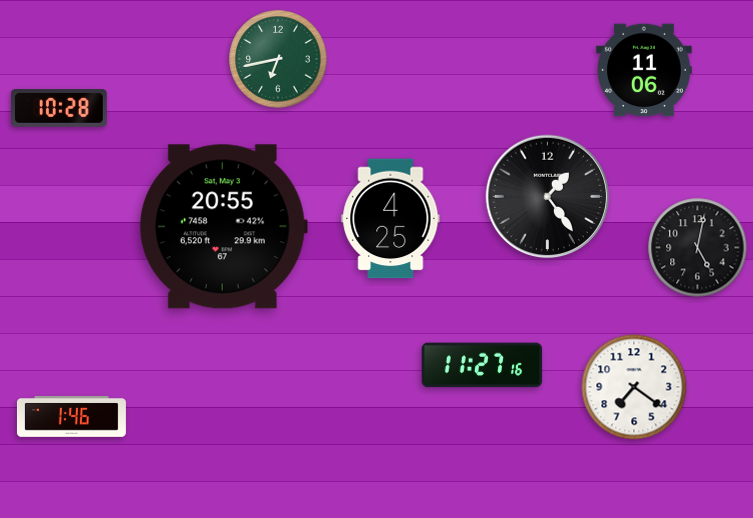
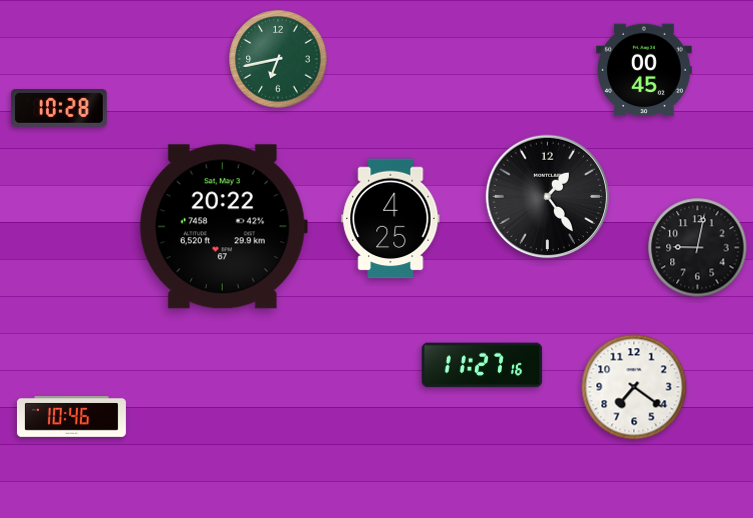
clock at (644, 70): 11:06 -> 00:45
clock at (223, 227): 20:55 -> 20:22
clock at (698, 248): 5:02 -> 9:02
clock at (71, 417): 1:46 -> 10:46
